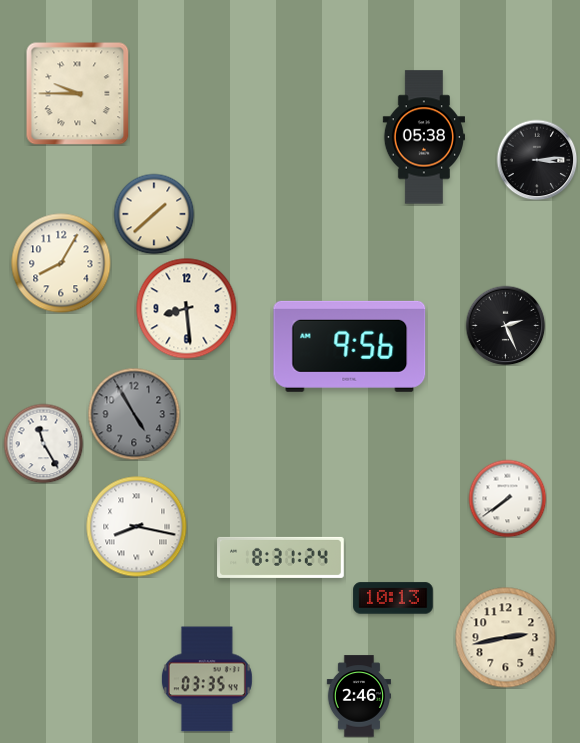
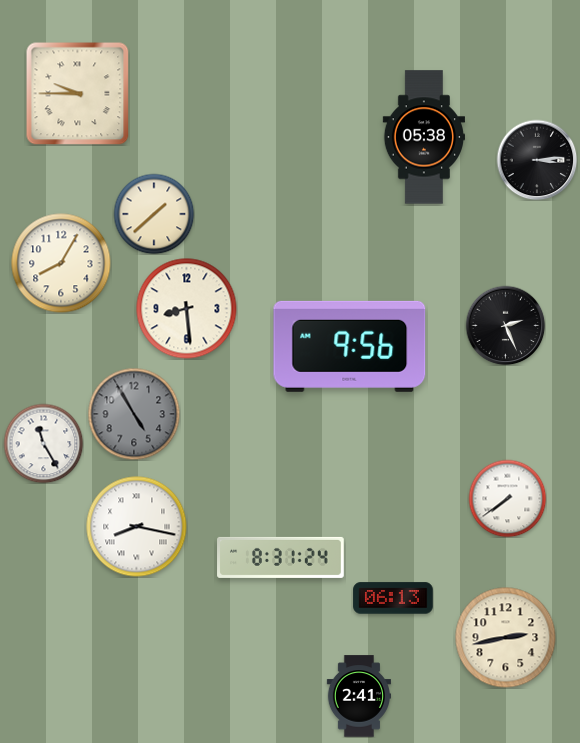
clock at (393, 598): 10:13 -> 06:13
clock at (207, 679): 03:35 -> none
clock at (358, 696): 2:46 -> 2:41
